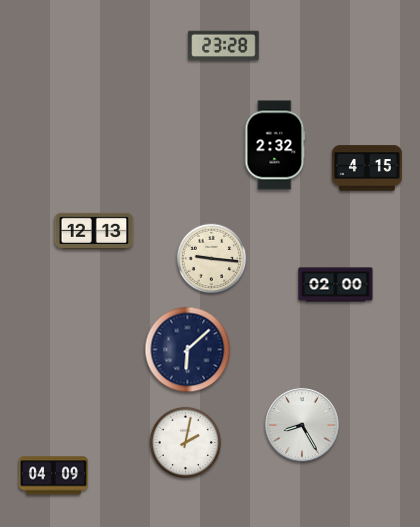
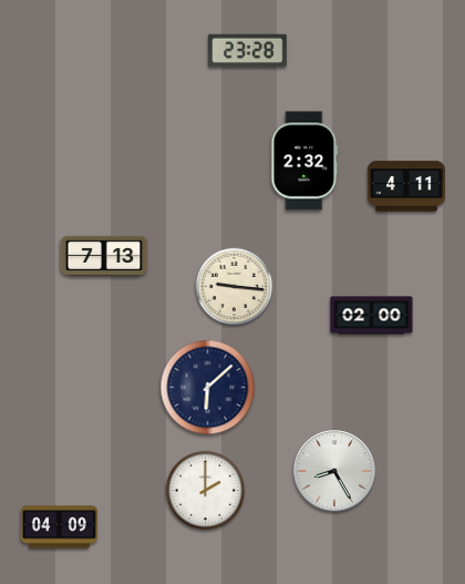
clock at (368, 168): 4:15 -> 4:11
clock at (94, 231): 12:13 -> 7:13
clock at (185, 442): 2:02 -> 2:00
